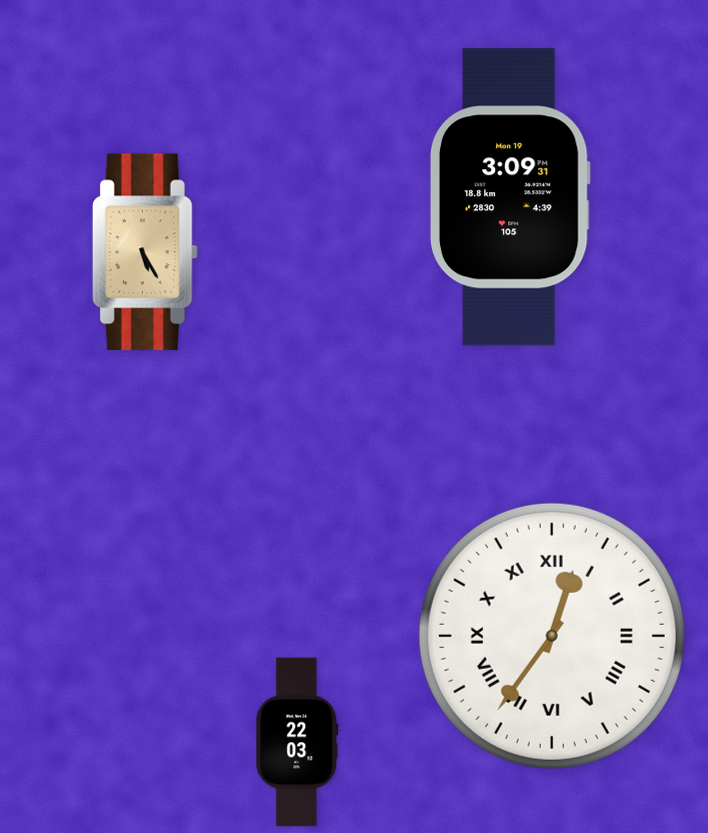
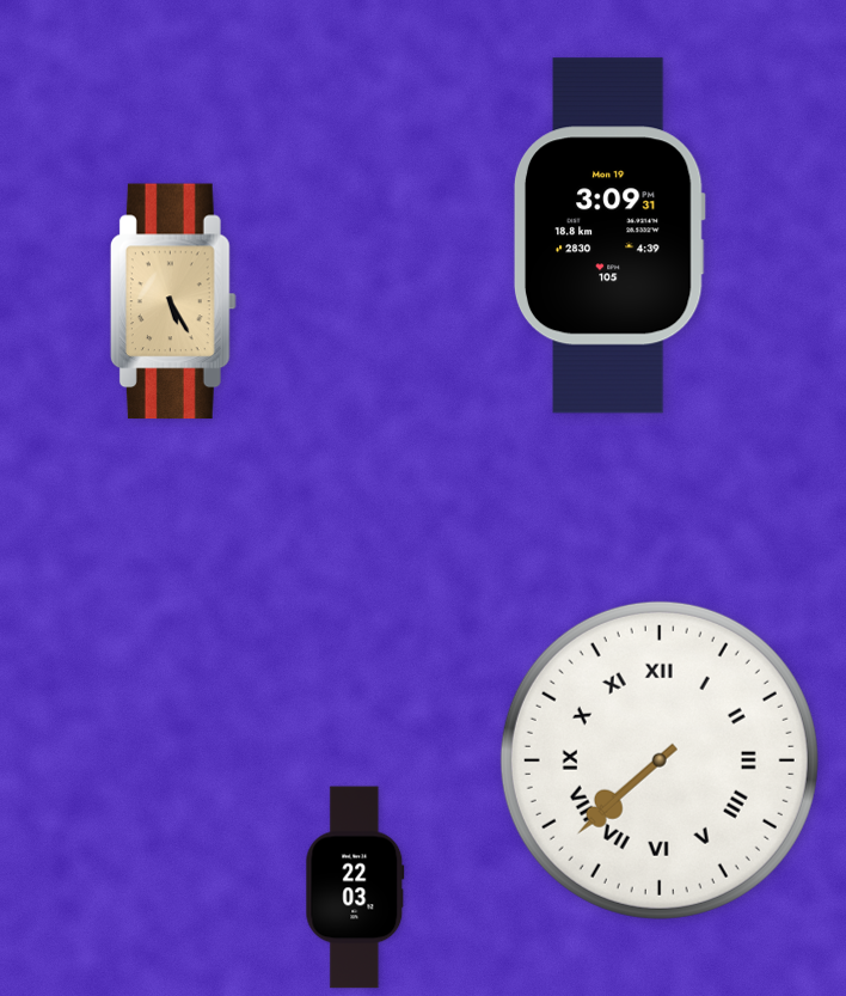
clock at (552, 636): 12:36 -> 7:38
